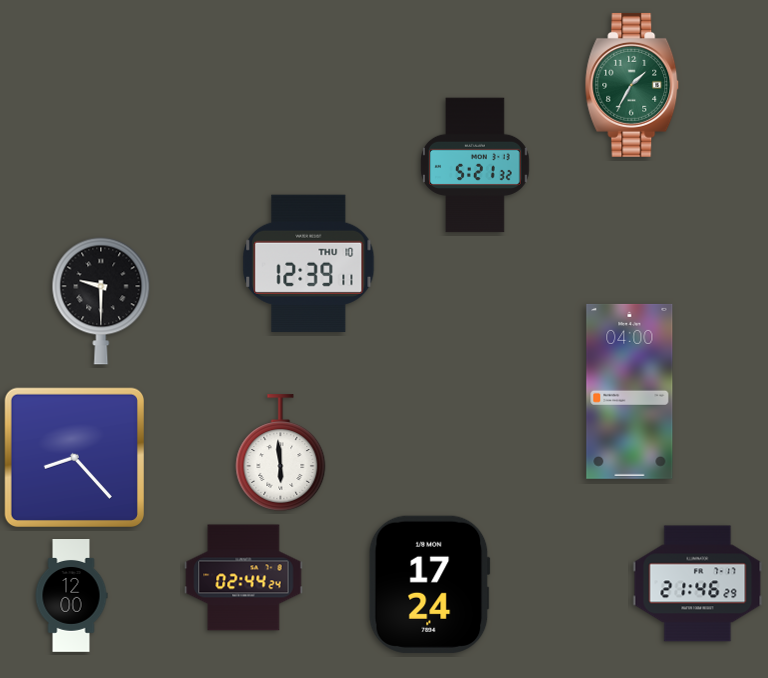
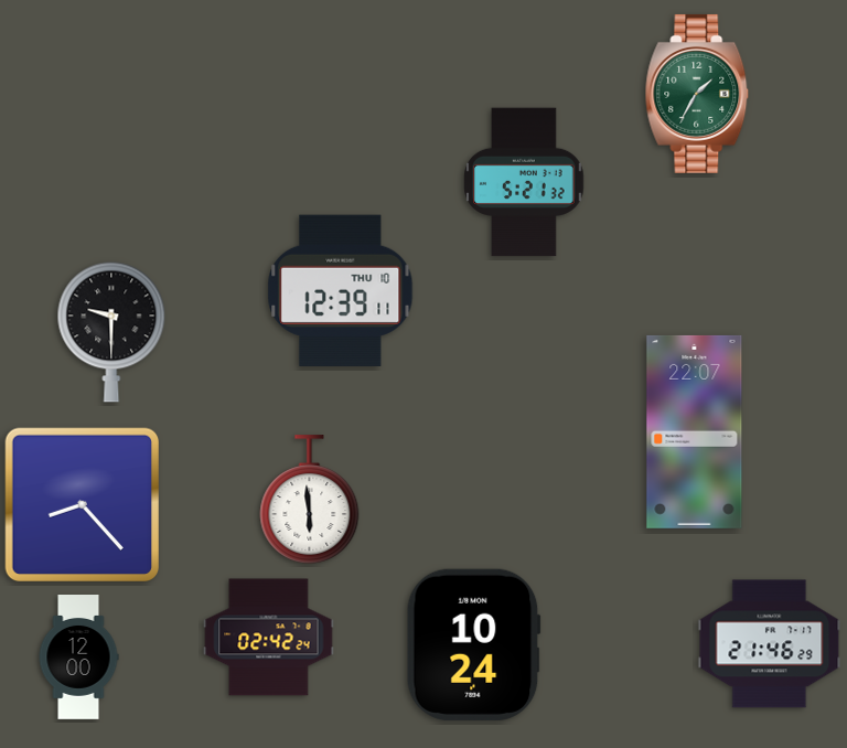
clock at (630, 391): 04:00 -> 22:07
clock at (244, 578): 02:44 -> 02:42
clock at (429, 584): 17:24 -> 10:24
